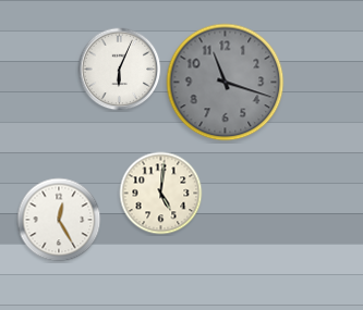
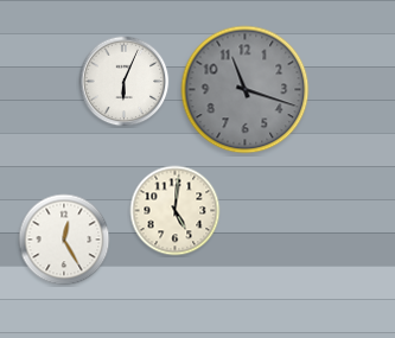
clock at (120, 70) position: (120, 70) -> (125, 82)
